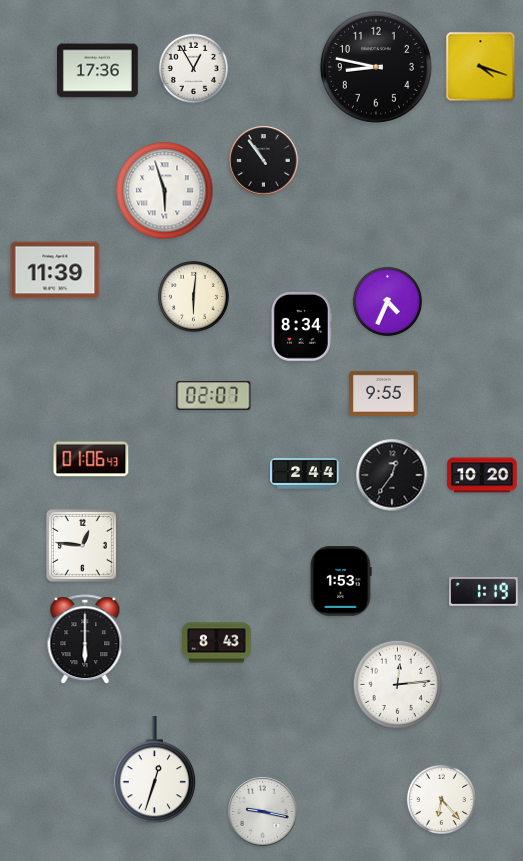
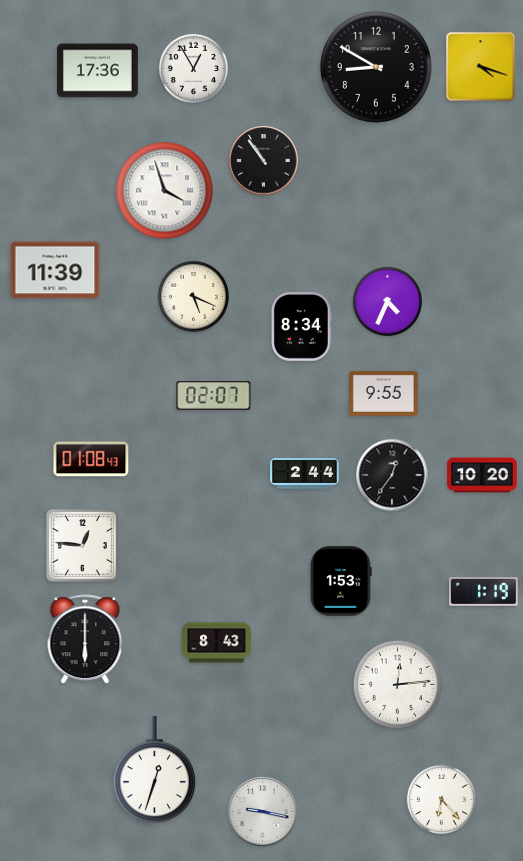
clock at (376, 67): 8:47 -> 8:50
clock at (165, 191): 5:57 -> 3:57
clock at (193, 296): 6:01 -> 5:19
clock at (91, 459): 01:06 -> 01:08
